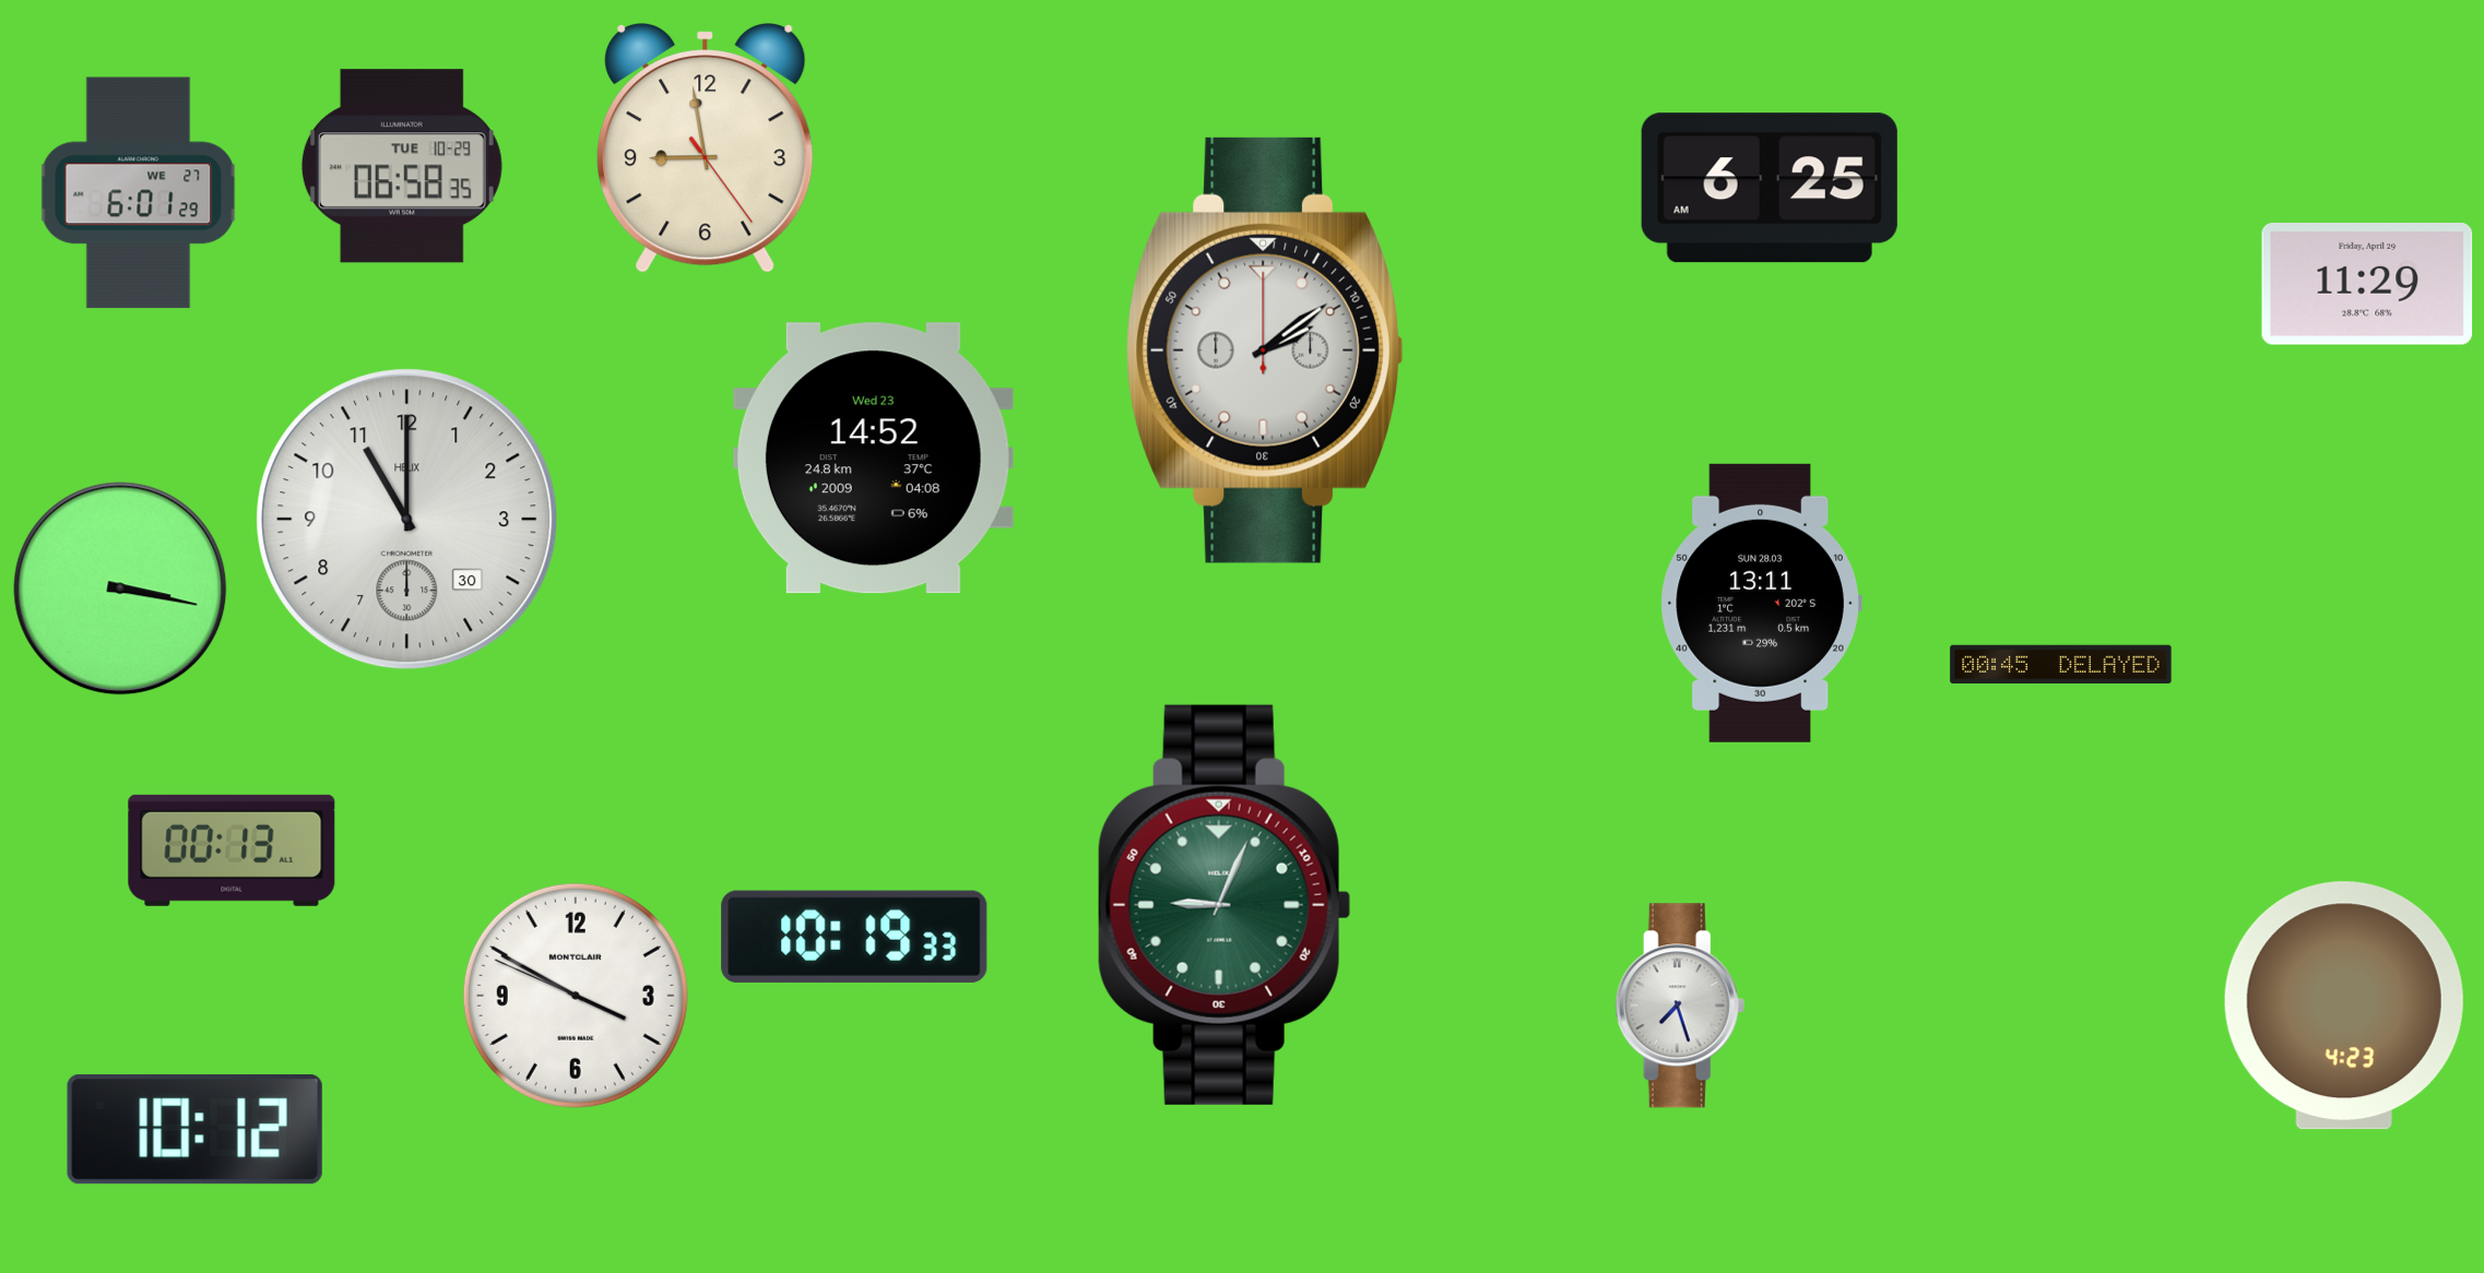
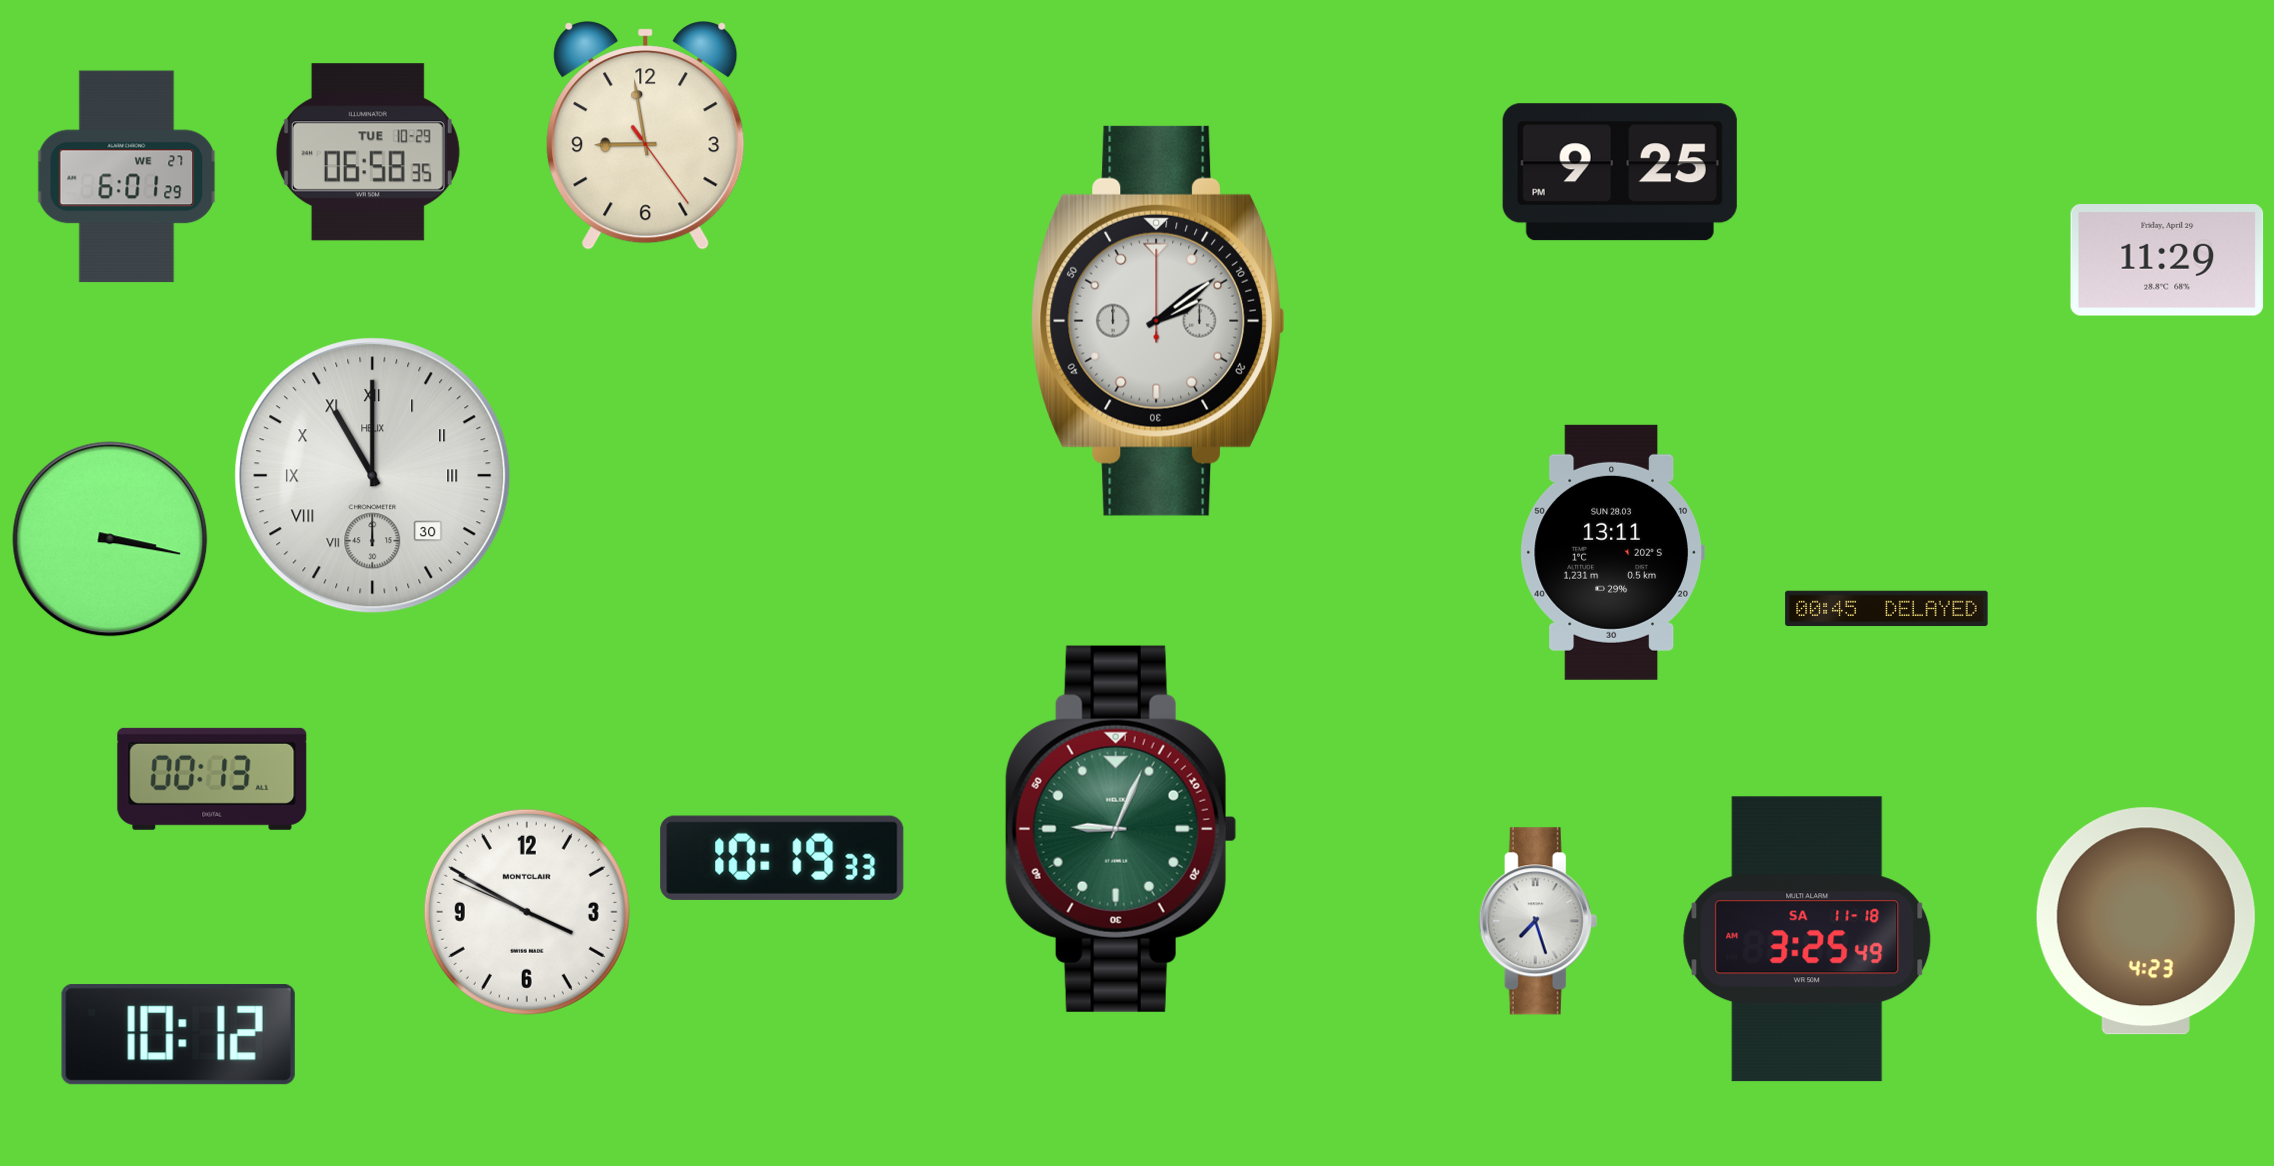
clock at (1770, 188): 6:25 -> 9:25
clock at (873, 459): 14:52 -> none
clock at (407, 520) numerals: Arabic -> Roman
clock at (1807, 939): none -> 3:25
